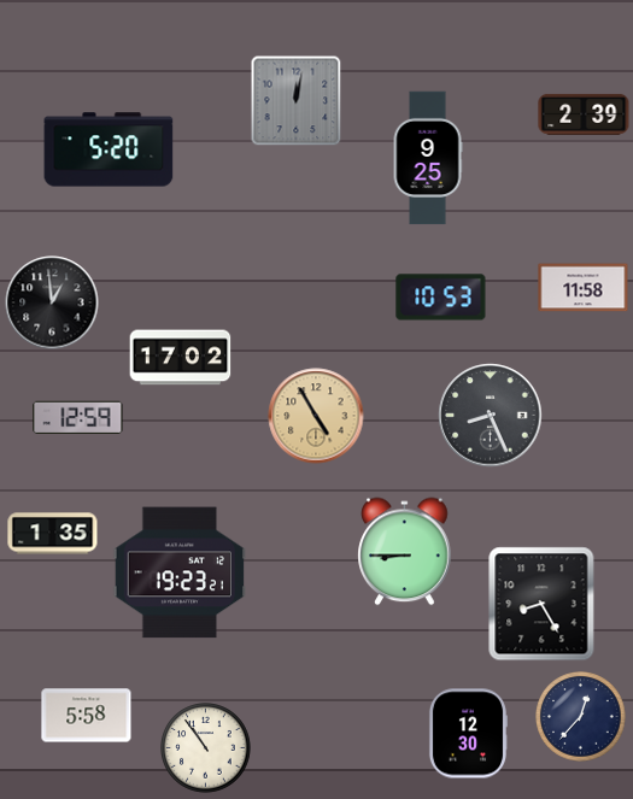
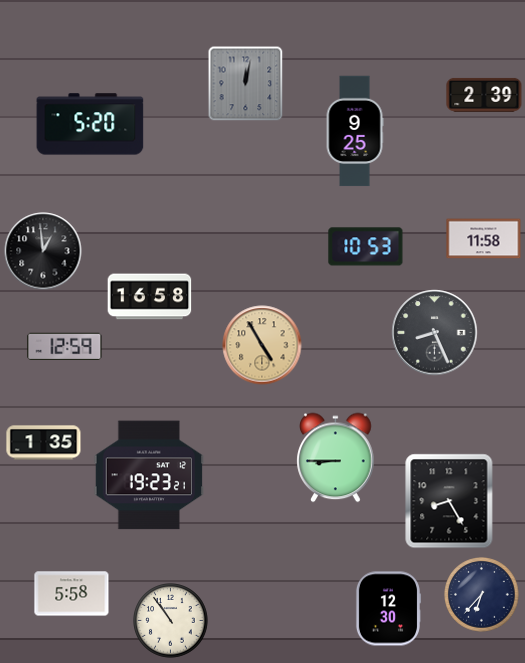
clock at (181, 358): 17:02 -> 16:58
clock at (491, 416) position: (491, 416) -> (435, 333)
clock at (581, 717): 12:37 -> 6:37
